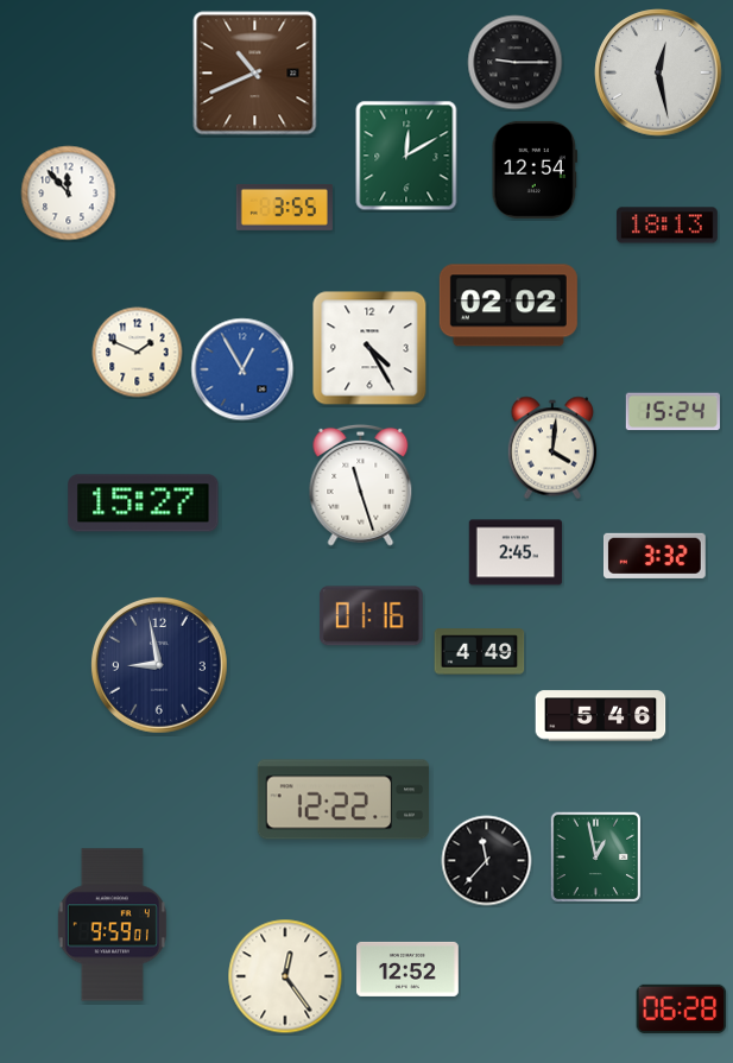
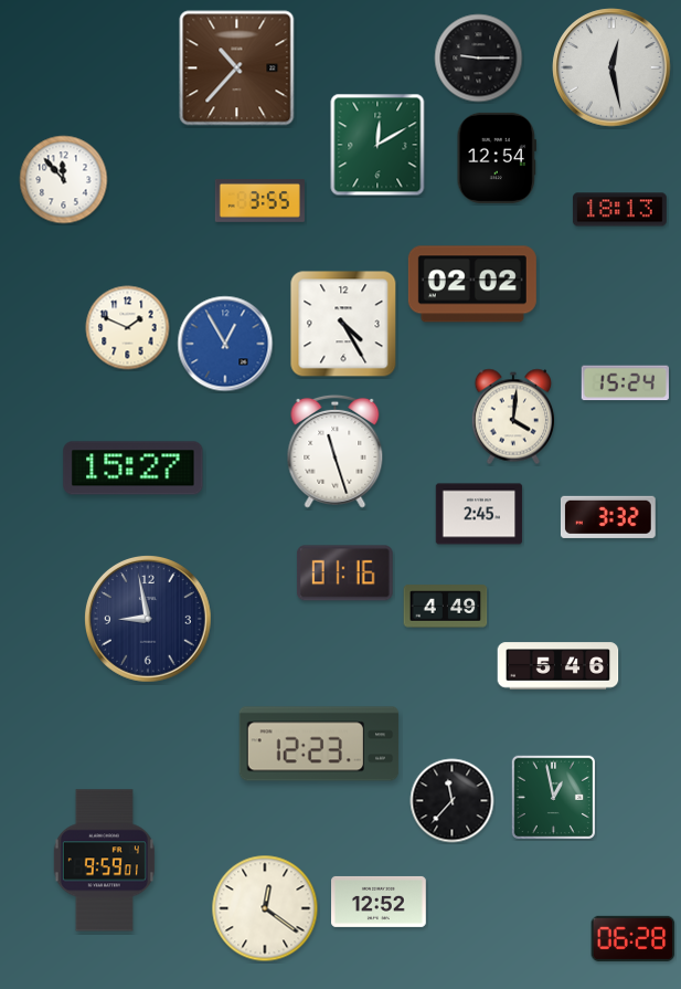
clock at (255, 74): 10:41 -> 10:37
clock at (284, 207) position: (284, 207) -> (259, 200)
clock at (343, 799): 12:22 -> 12:23
clock at (285, 976): 12:24 -> 12:21
